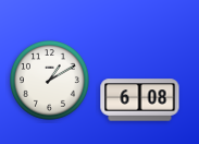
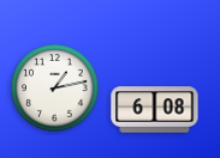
clock at (50, 81): 1:10 -> 1:13
